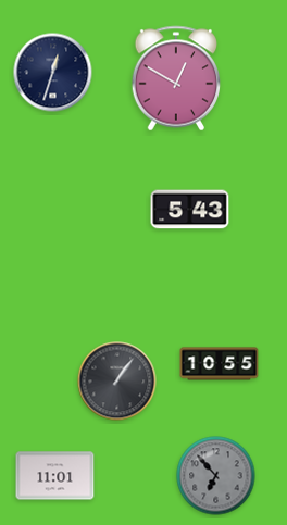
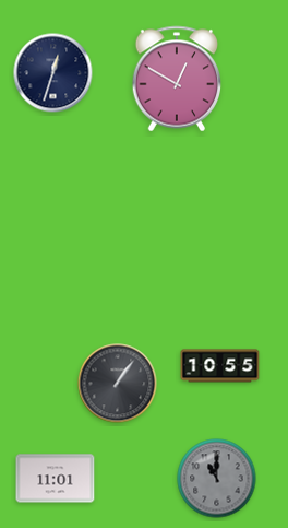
clock at (190, 210): 5:43 -> none
clock at (216, 476): 6:53 -> 11:00
